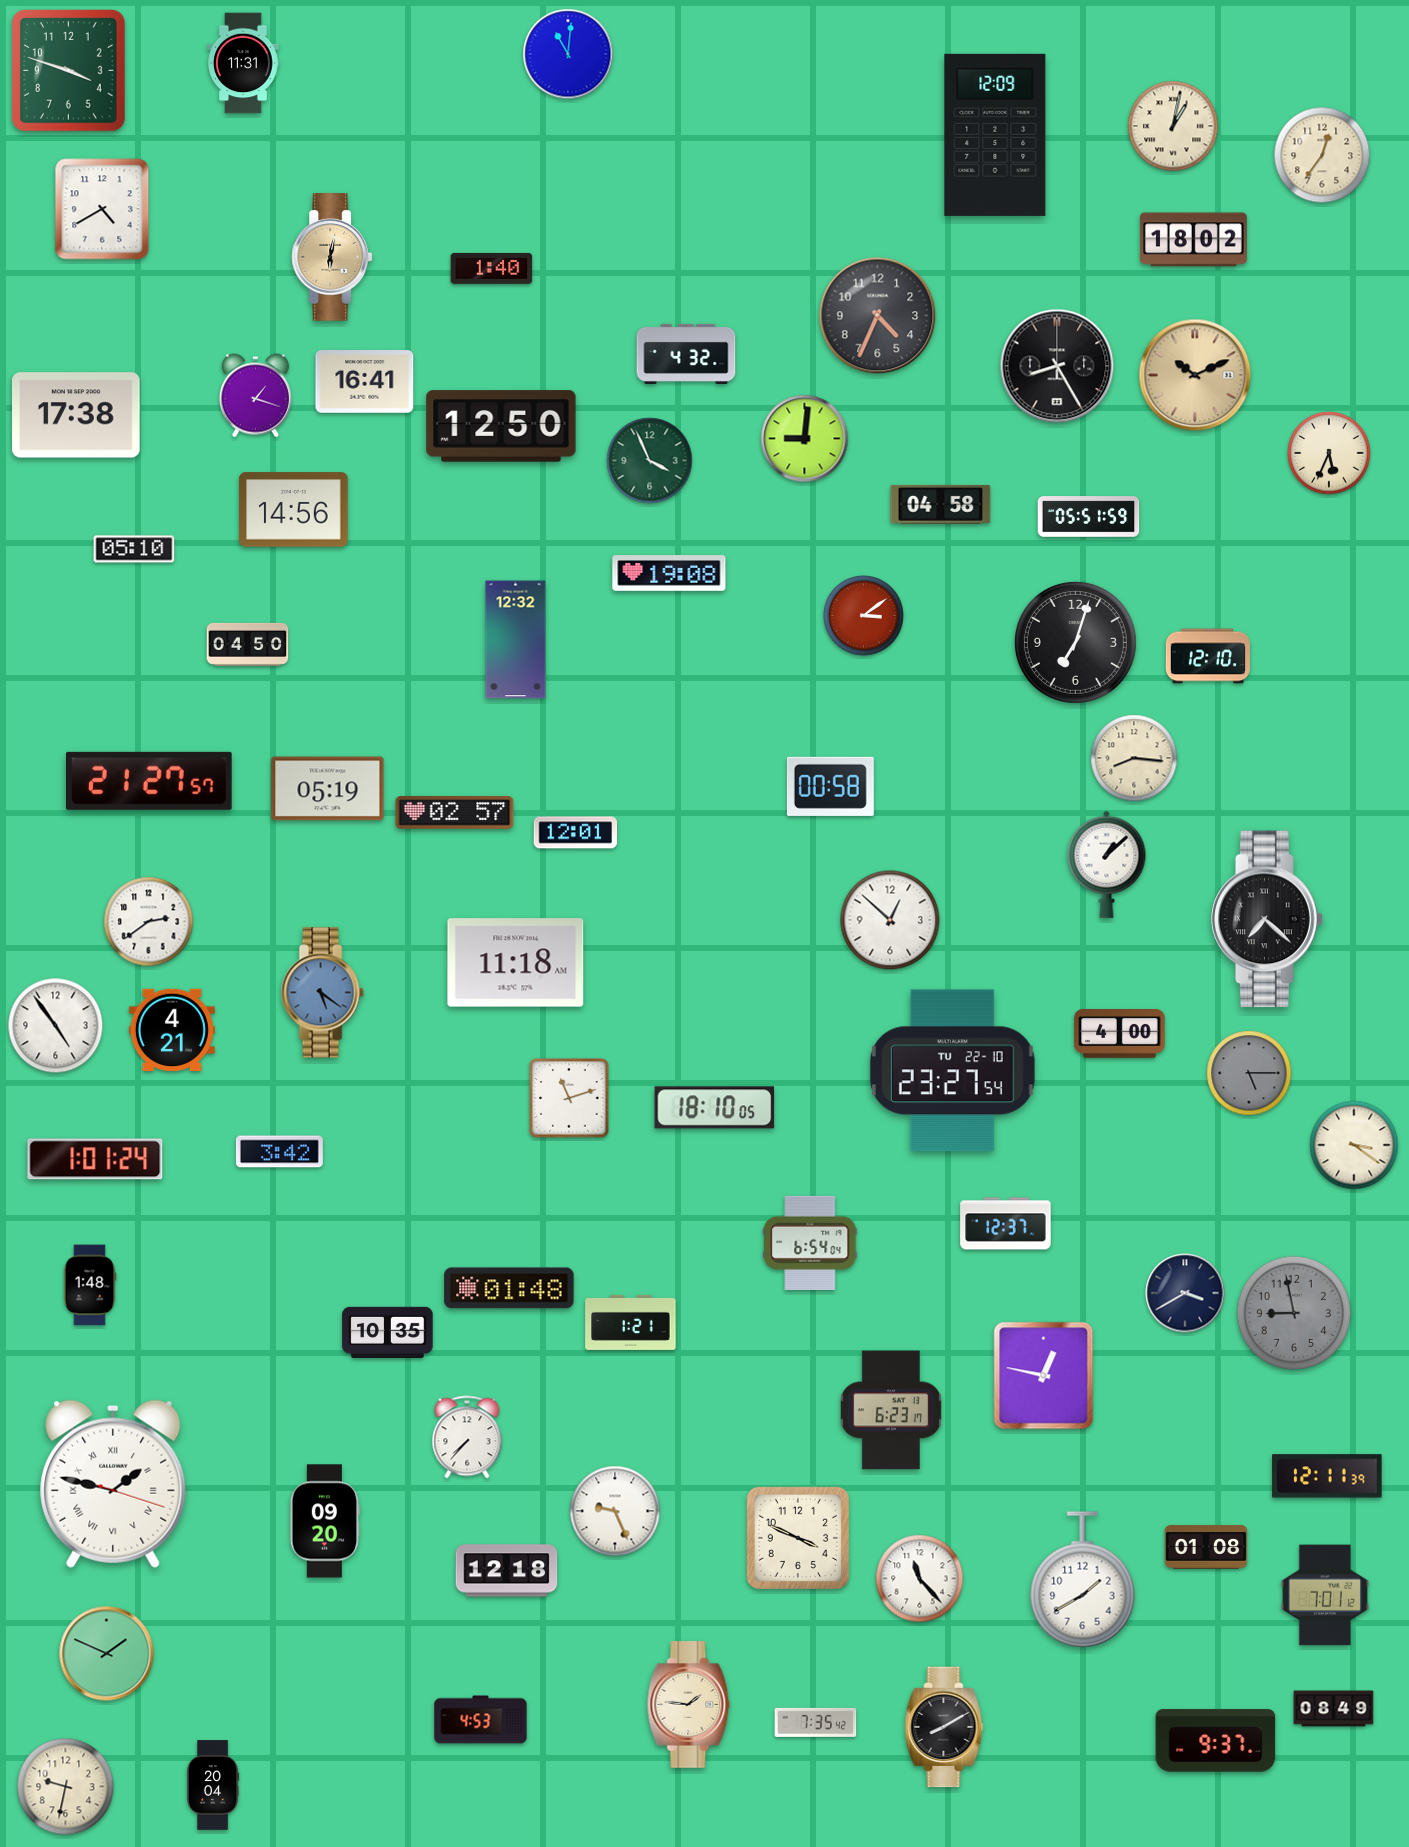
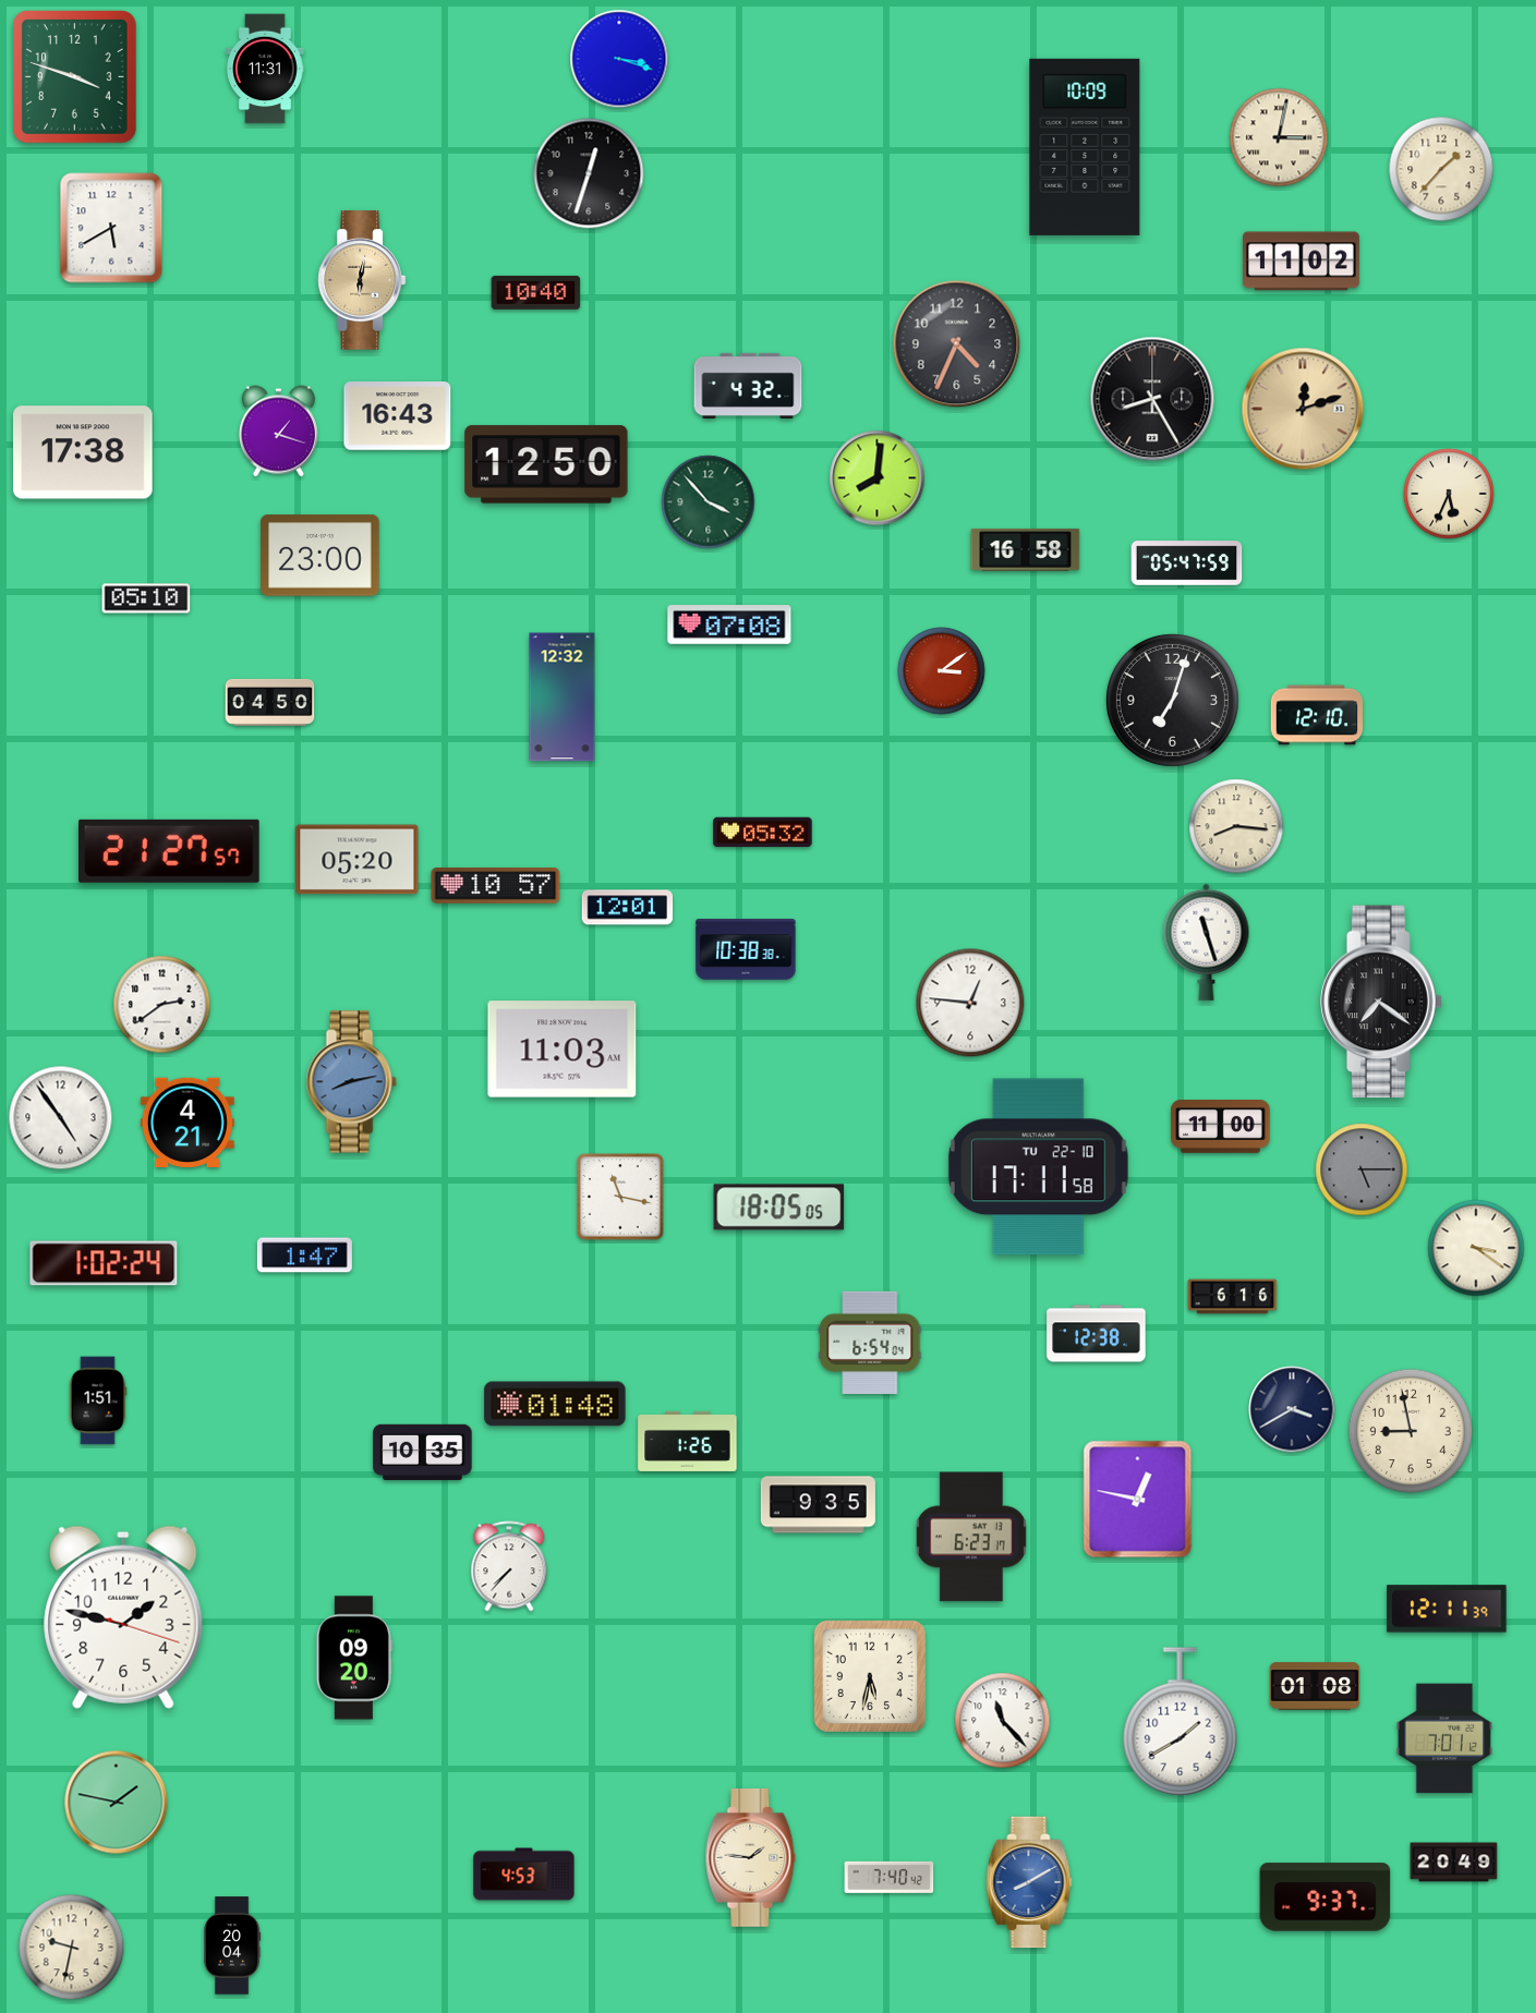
clock at (568, 54): 11:01 -> 3:18
clock at (1173, 126): 1:02 -> 3:02
clock at (995, 135): 12:09 -> 10:09
clock at (1322, 155): 12:36 -> 1:37
clock at (589, 173): none -> 12:33
clock at (102, 209): 4:40 -> 5:40
clock at (1193, 240): 18:02 -> 11:02
clock at (492, 268): 1:40 -> 10:40
clock at (1195, 375): 10:11 -> 12:12
clock at (365, 382): 16:41 -> 16:43
clock at (805, 439): 9:01 -> 8:01
clock at (650, 461): 3:56 -> 3:53
clock at (941, 504): 04:58 -> 16:58
clock at (294, 510): 14:56 -> 23:00
clock at (1089, 517): 05:51 -> 05:47
clock at (669, 574): 19:08 -> 07:08
clock at (763, 833): none -> 05:32
clock at (149, 781) position: (149, 781) -> (169, 851)
clock at (830, 786): 00:58 -> none
clock at (328, 789): 05:19 -> 05:20
clock at (455, 813): 02:57 -> 10:57
clock at (1107, 864): 1:08 -> 11:27
clock at (746, 949): none -> 10:38
clock at (1267, 919): 7:22 -> 7:21
clock at (890, 920): 12:52 -> 12:46
clock at (516, 963): 11:18 -> 11:03
clock at (322, 993): 5:21 -> 8:13
clock at (1120, 1034): 4:00 -> 11:00
clock at (952, 1071): 23:27 -> 17:11
clock at (569, 1098): 11:12 -> 11:17
clock at (715, 1108): 18:10 -> 18:05
clock at (279, 1152): 3:42 -> 1:47
clock at (95, 1159): 1:01 -> 1:02
clock at (1233, 1297): none -> 6:16
clock at (1006, 1224): 12:37 -> 12:38
clock at (810, 1243) position: (810, 1243) -> (870, 1343)
clock at (90, 1285): 1:48 -> 1:51
clock at (1293, 1312) dial: grey -> cream
clock at (631, 1322): 1:21 -> 1:26
clock at (818, 1505): none -> 9:35
clock at (113, 1484) numerals: Roman -> Arabic
clock at (615, 1511): 9:26 -> none
clock at (797, 1537): 3:49 -> 5:32
clock at (507, 1571): 12:18 -> none
clock at (107, 1654): 1:49 -> 1:47
clock at (1334, 1709): 08:49 -> 20:49
clock at (816, 1722): 7:35 -> 7:40
clock at (944, 1727) dial: black -> blue
